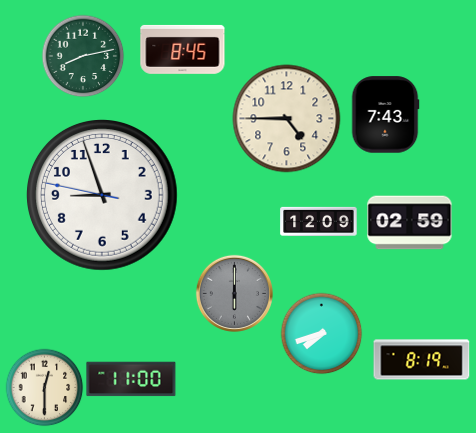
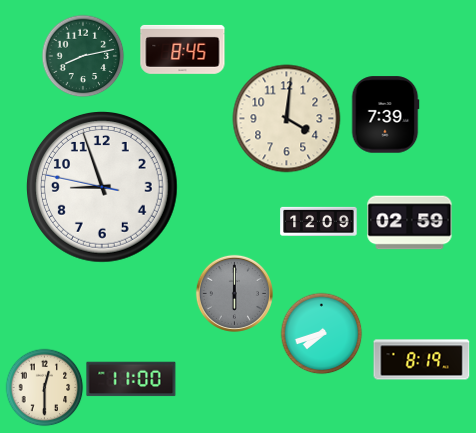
clock at (385, 115): 7:43 -> 7:39
clock at (287, 119): 4:45 -> 4:01
clock at (103, 196) position: (103, 196) -> (103, 188)
